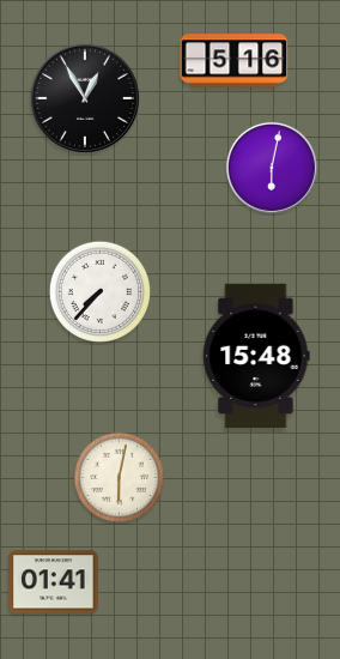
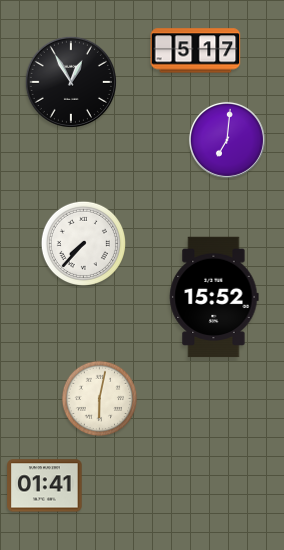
clock at (235, 61): 5:16 -> 5:17
clock at (272, 168): 6:02 -> 7:01
clock at (256, 356): 15:48 -> 15:52
